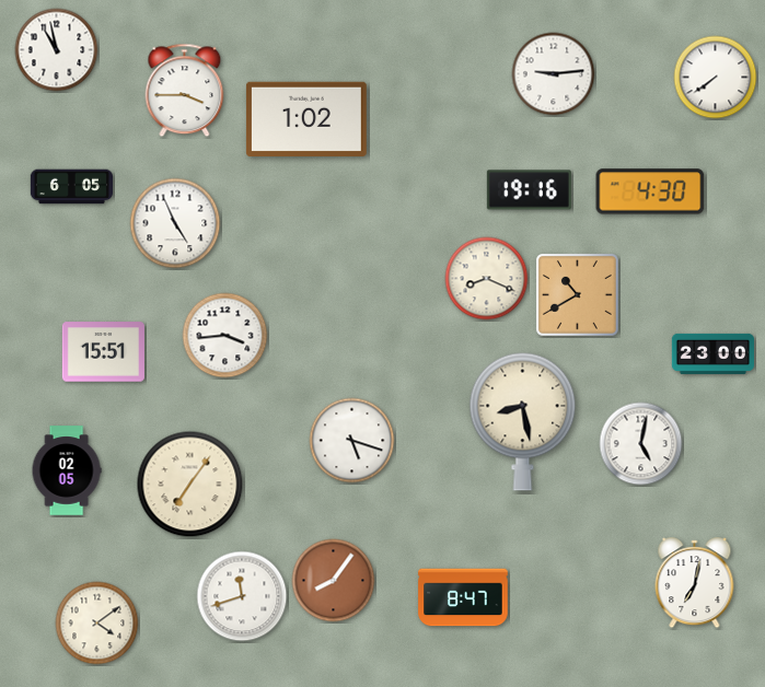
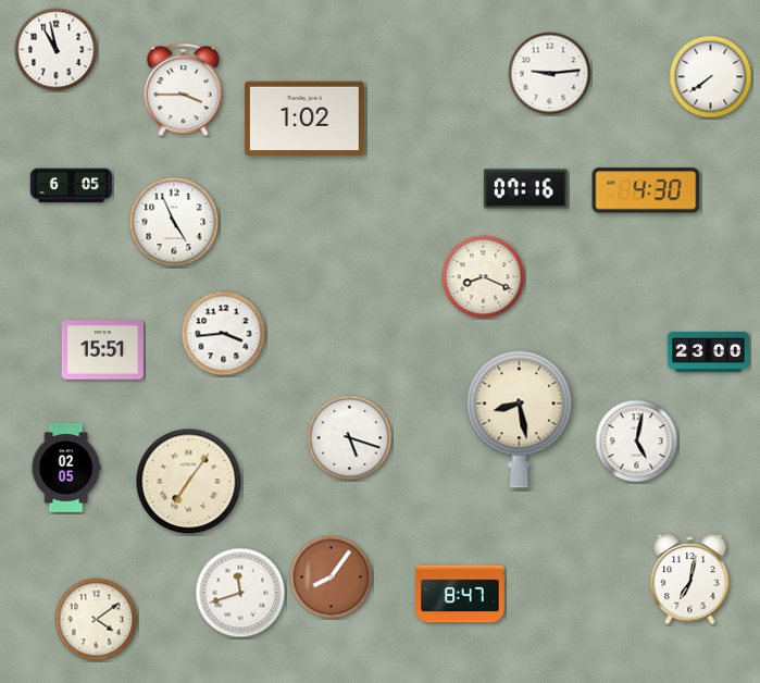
clock at (529, 190): 19:16 -> 07:16
clock at (577, 294): 10:40 -> none
